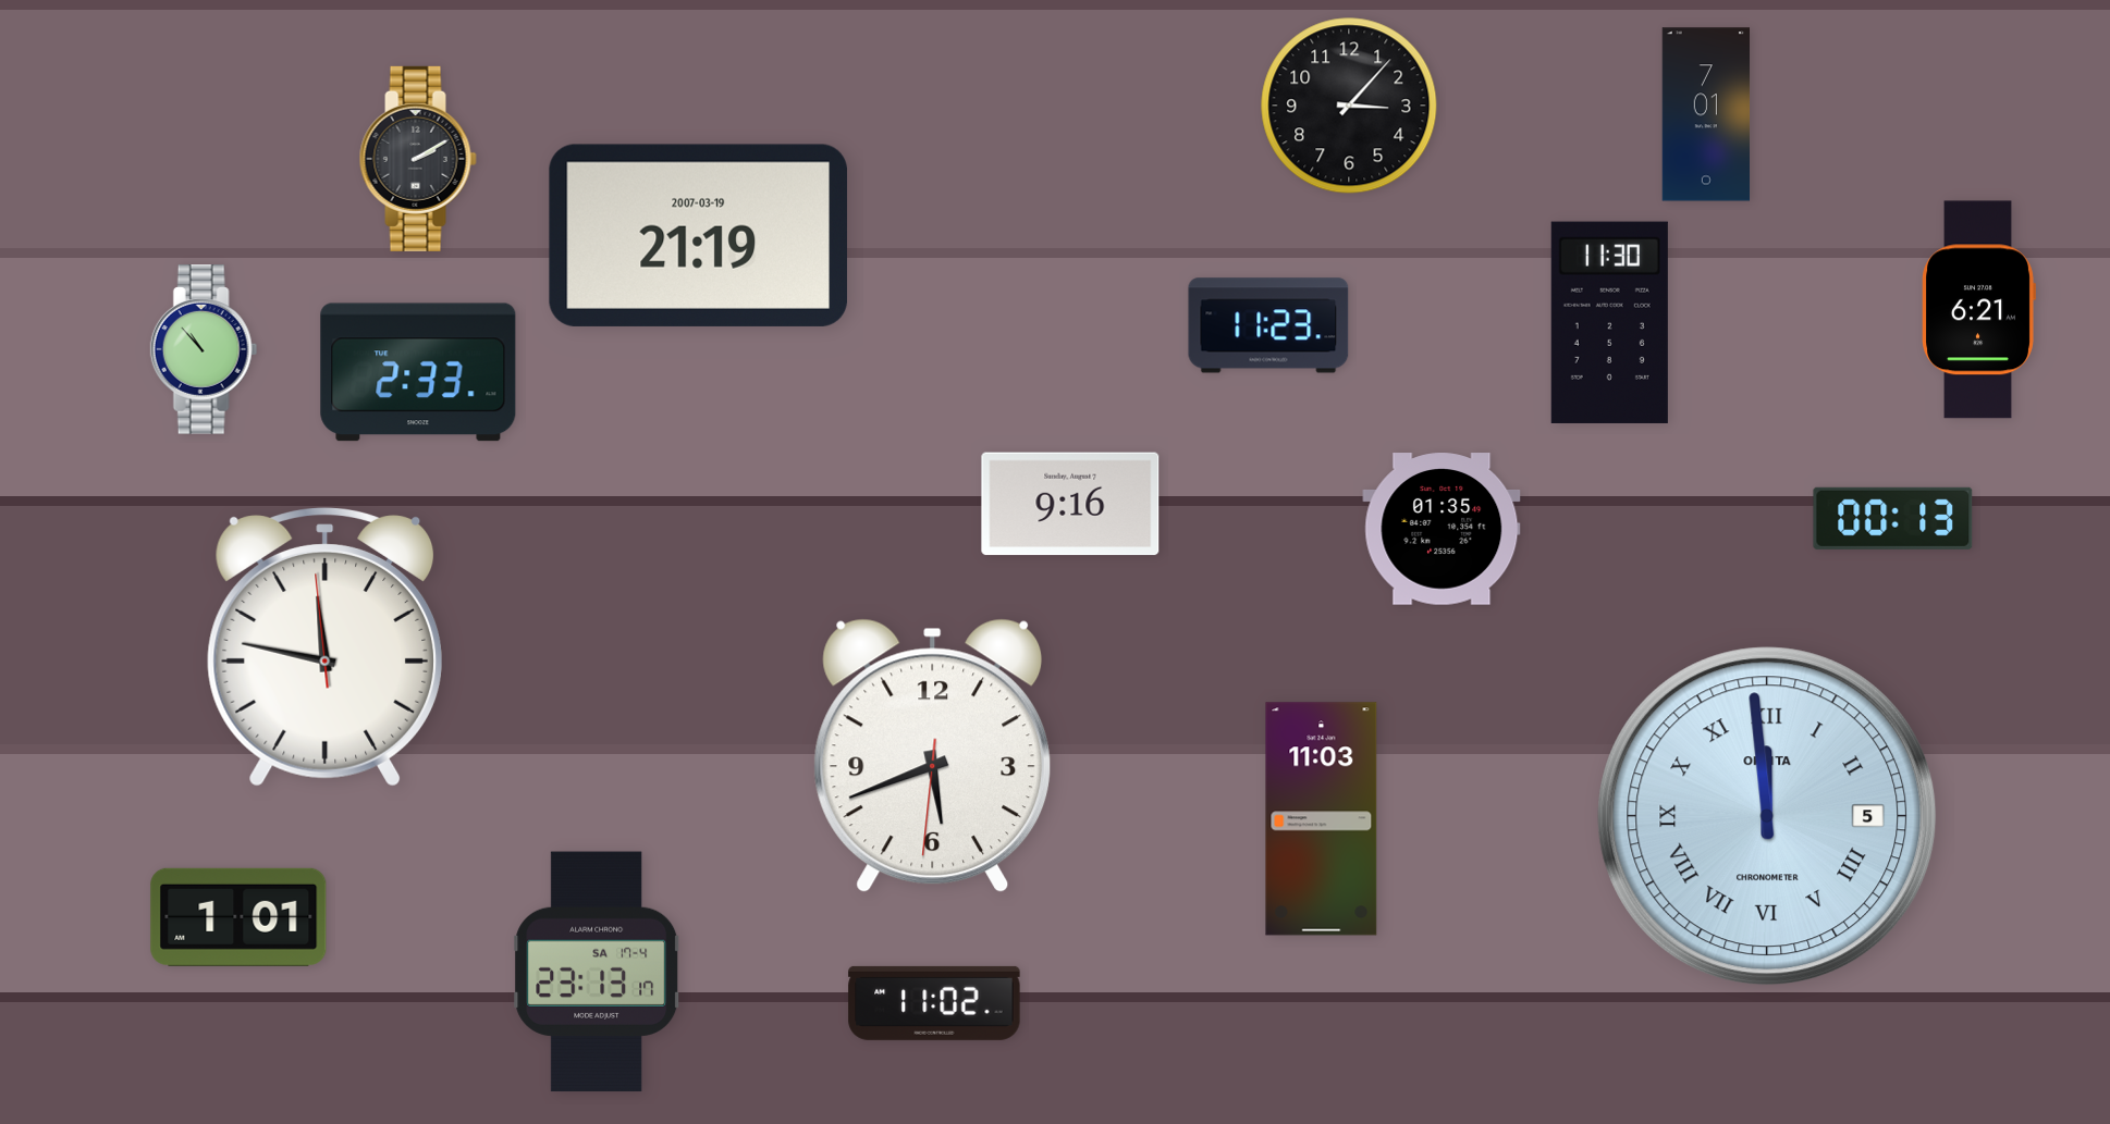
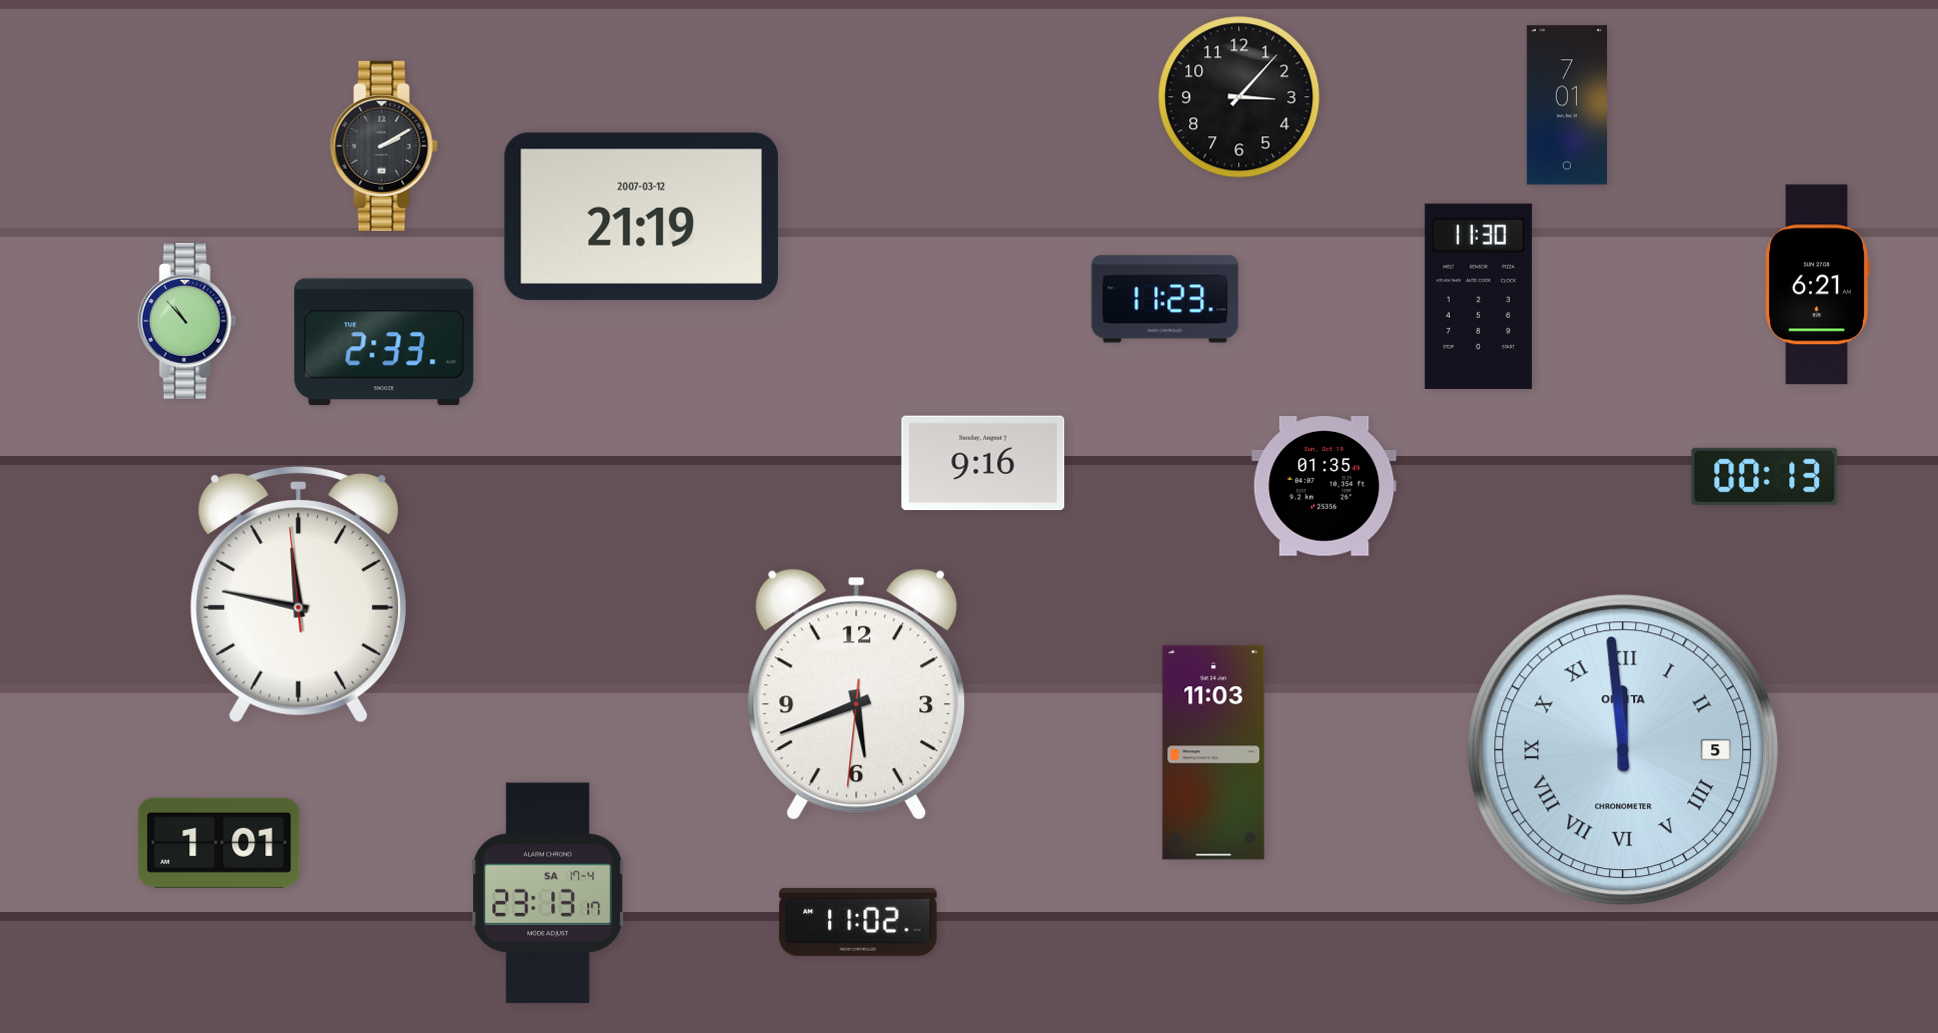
clock at (698, 235) date: 2007-03-19 -> 2007-03-12
clock at (1893, 518) position: (1893, 518) -> (1765, 476)
